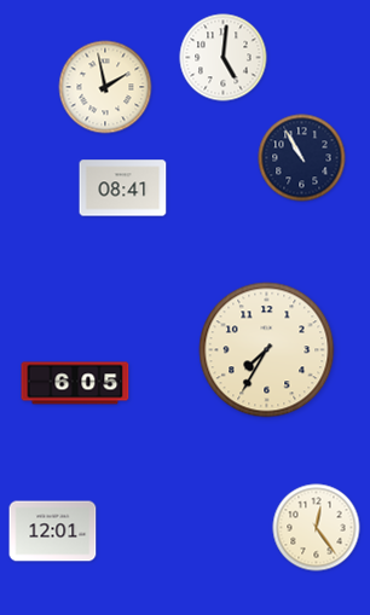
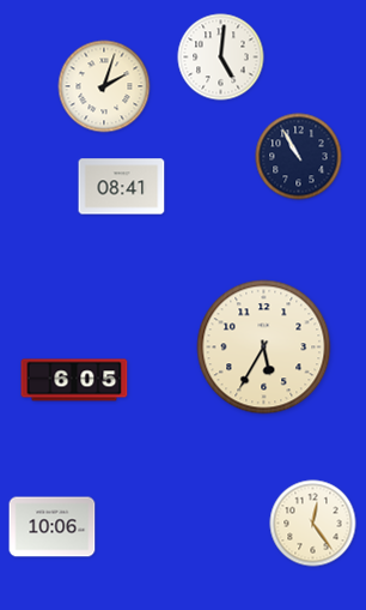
clock at (105, 87): 1:58 -> 2:03
clock at (267, 350): 7:35 -> 5:35
clock at (53, 532): 12:01 -> 10:06
